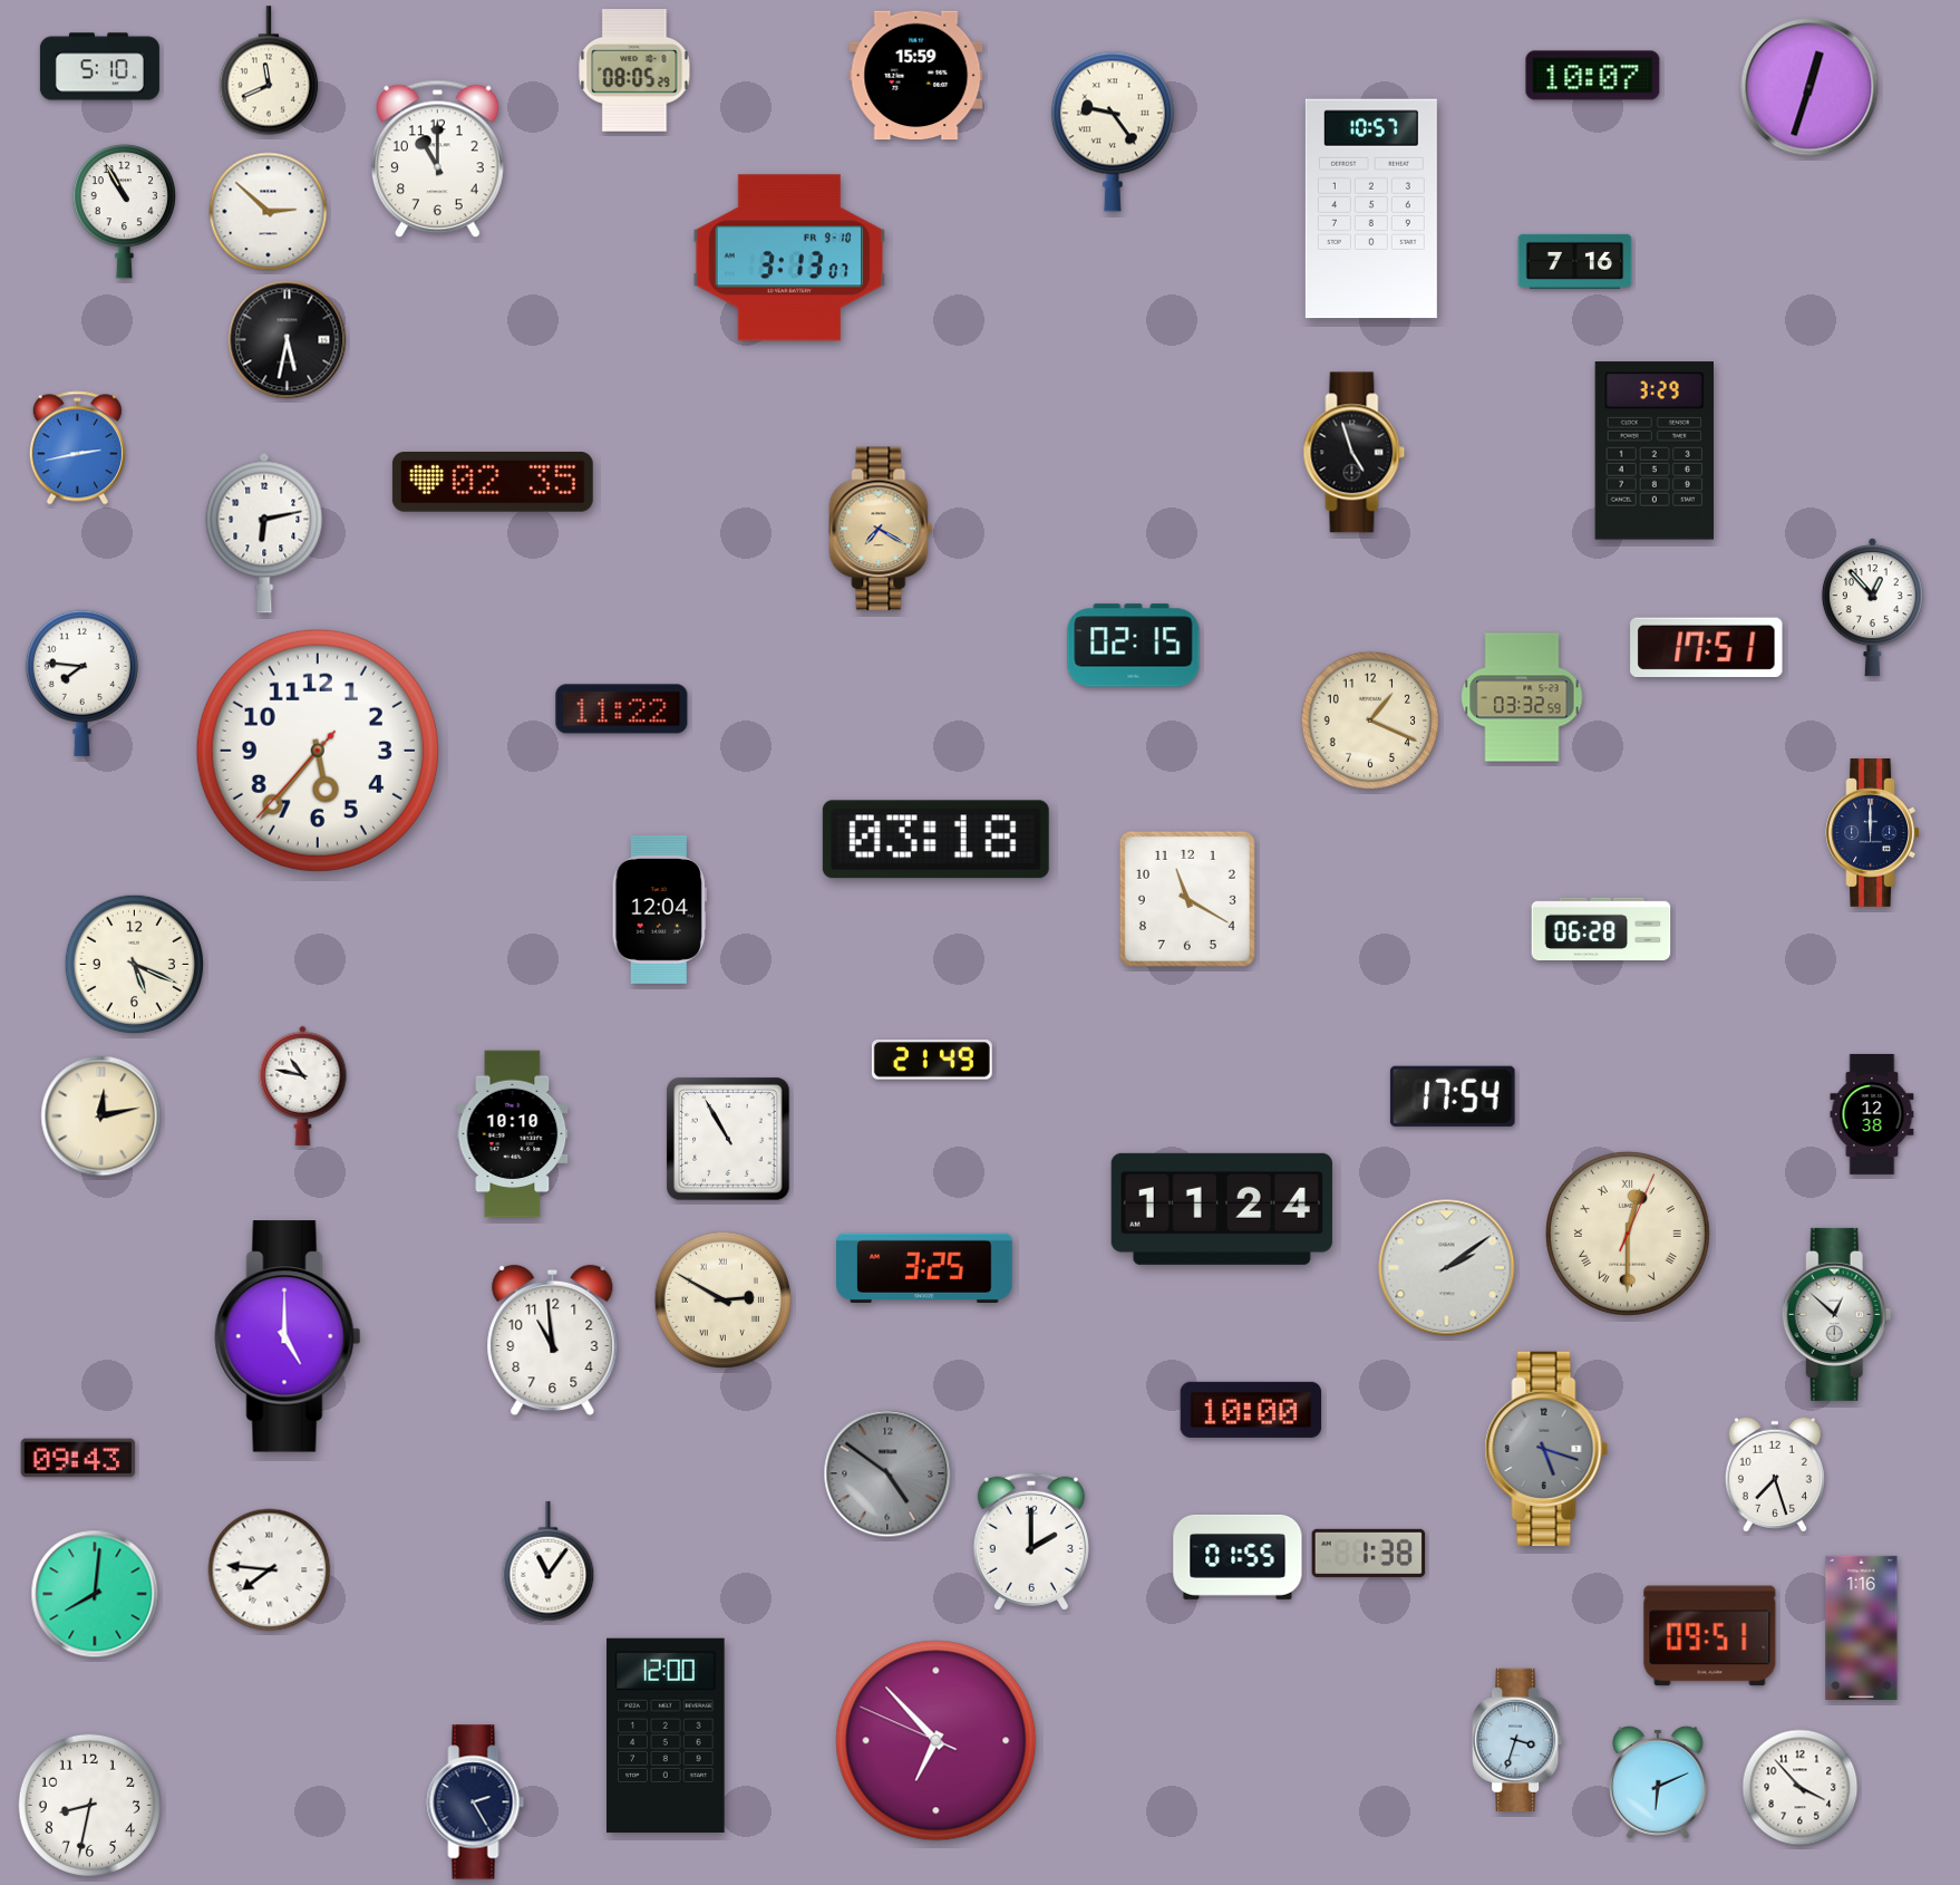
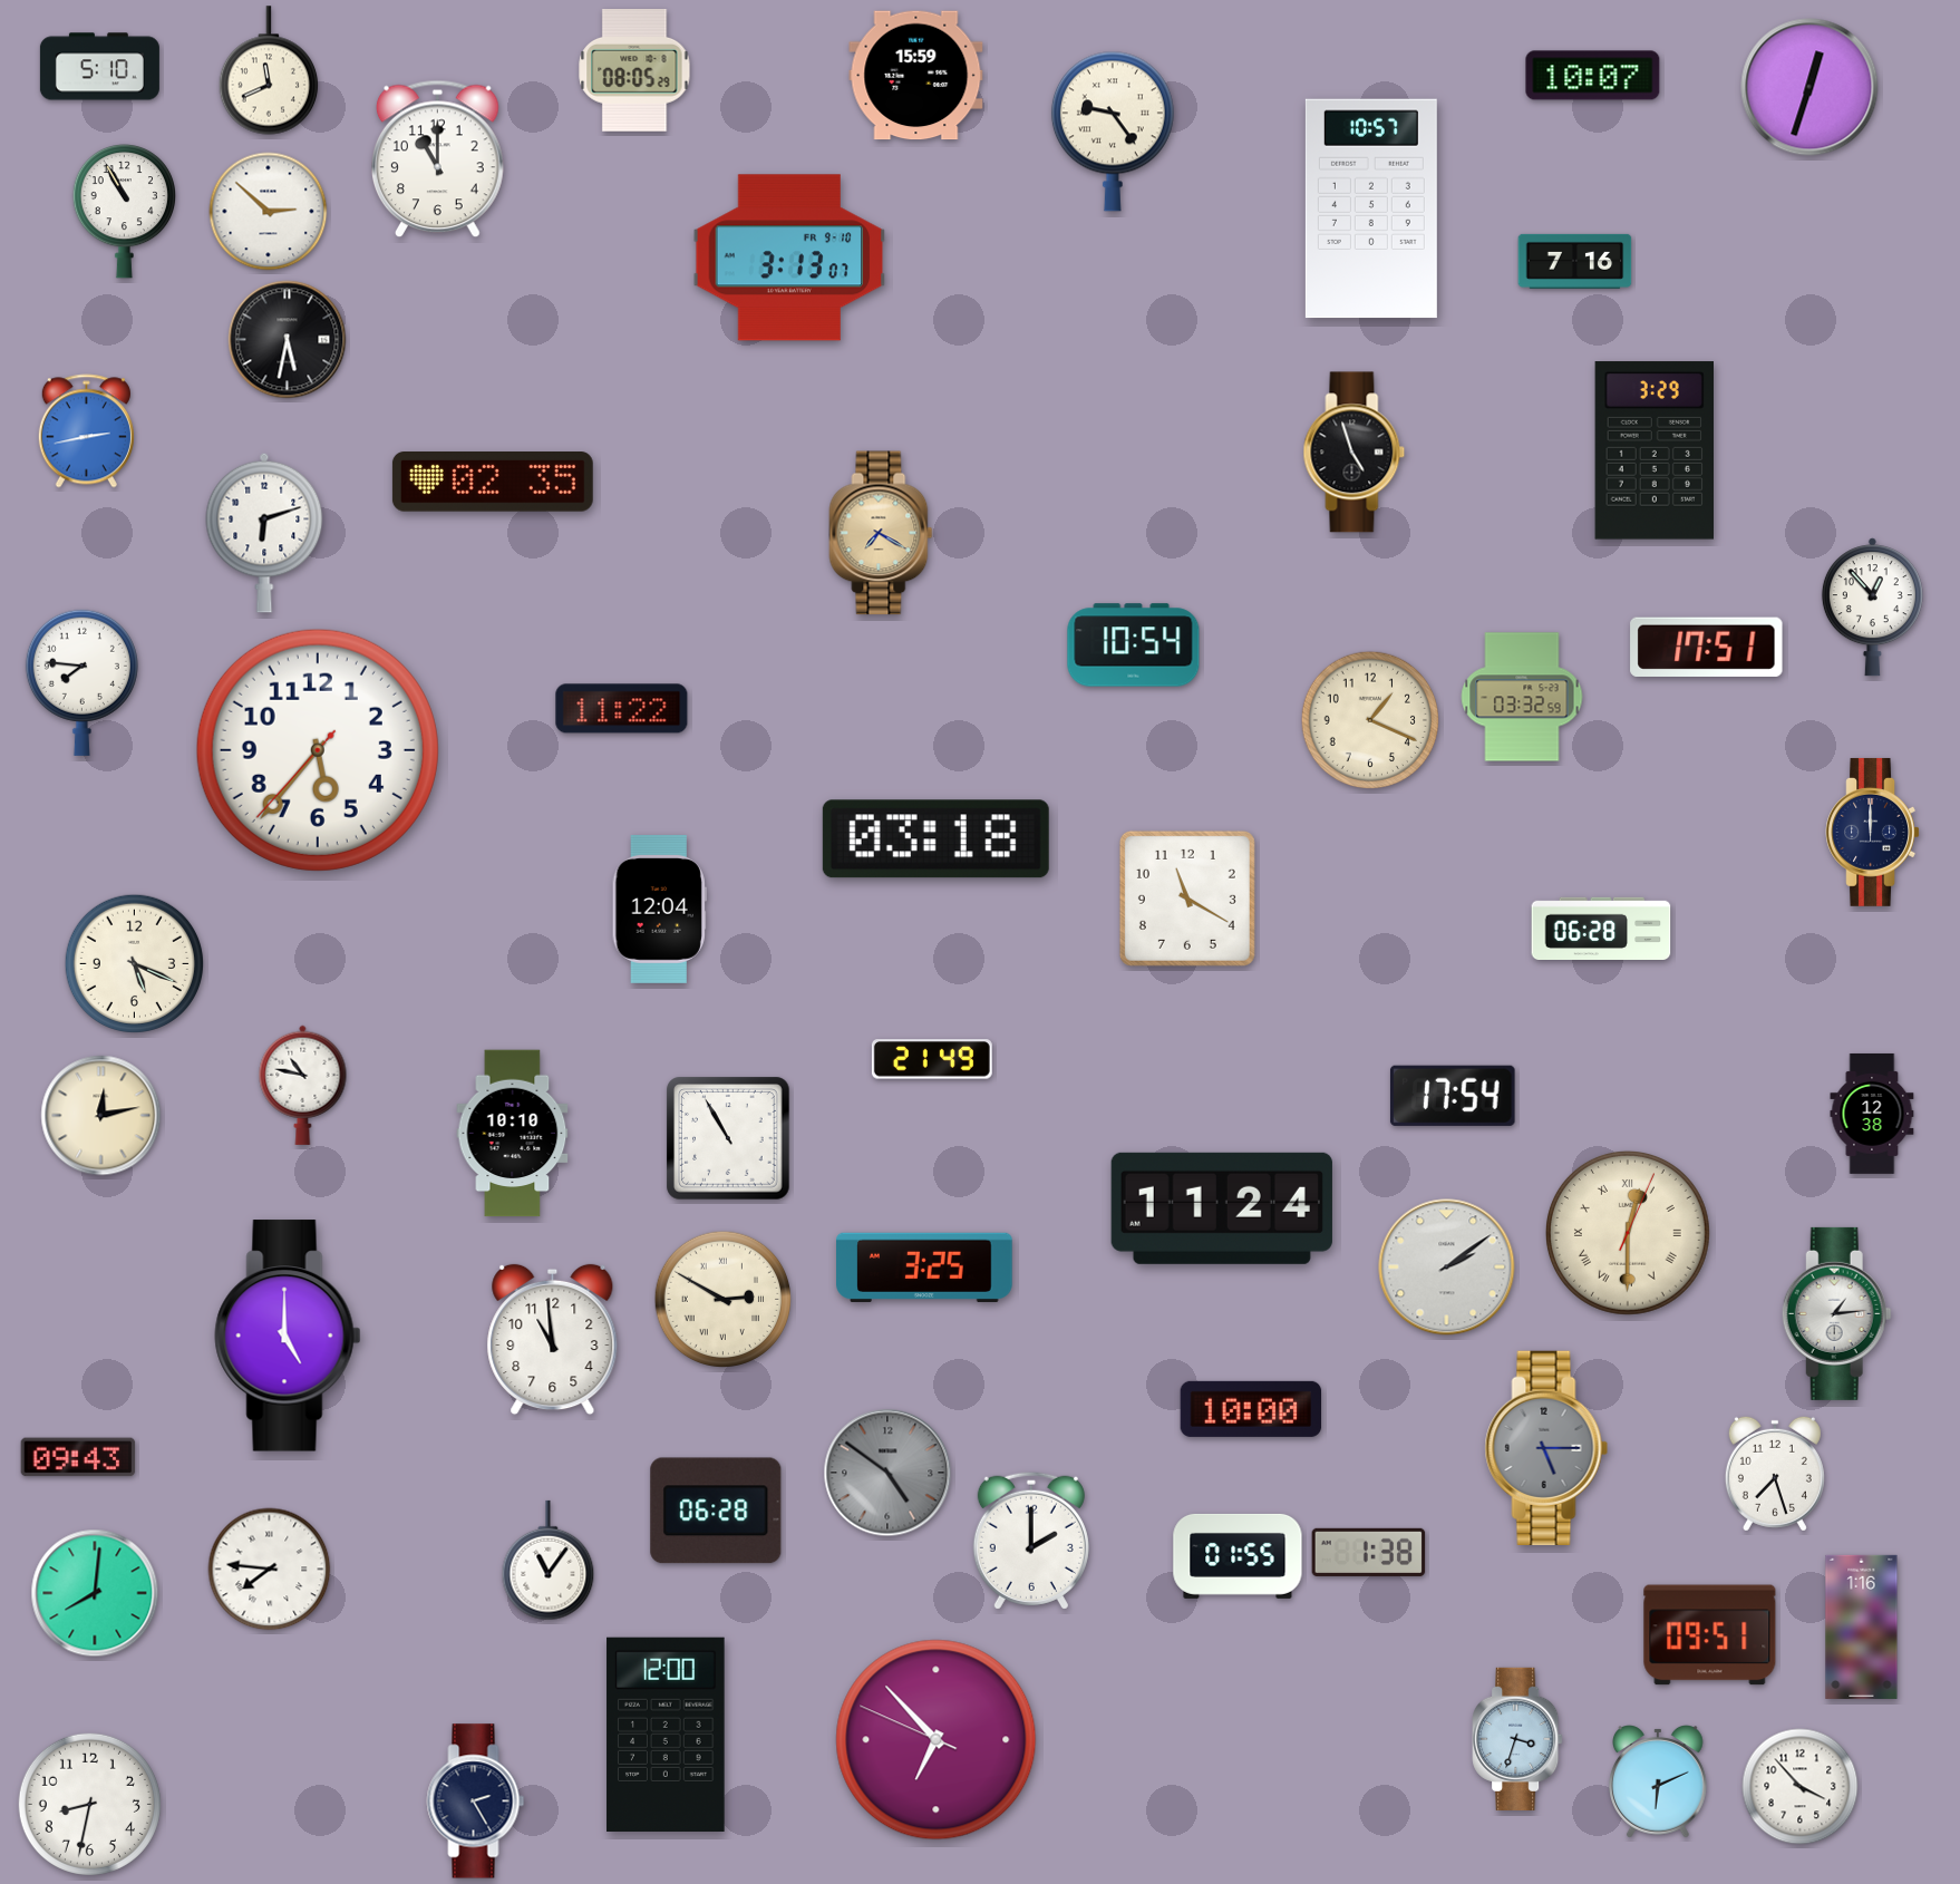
clock at (77, 448) position: (77, 448) -> (86, 431)
clock at (881, 529) position: (881, 529) -> (881, 533)
clock at (264, 533): 6:13 -> 6:12
clock at (1134, 646): 02:15 -> 10:54
clock at (1836, 1314): 12:52 -> 1:14
clock at (1546, 1449): 5:18 -> 5:15
clock at (716, 1511): none -> 06:28
